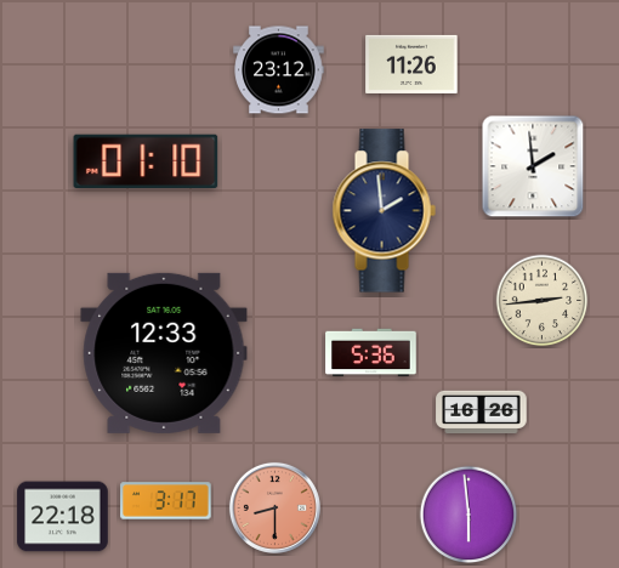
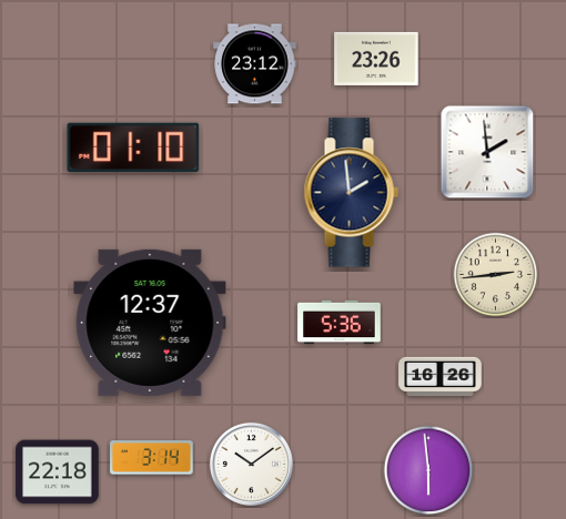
clock at (411, 64): 11:26 -> 23:26
clock at (164, 353): 12:33 -> 12:37
clock at (166, 501): 3:17 -> 3:14
clock at (274, 507): 8:30 -> 10:09
clock at (274, 507) dial: salmon -> white
